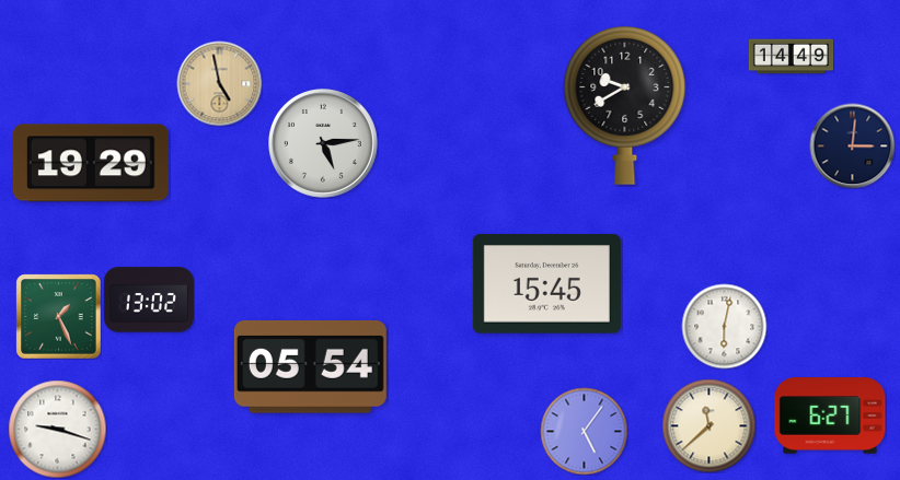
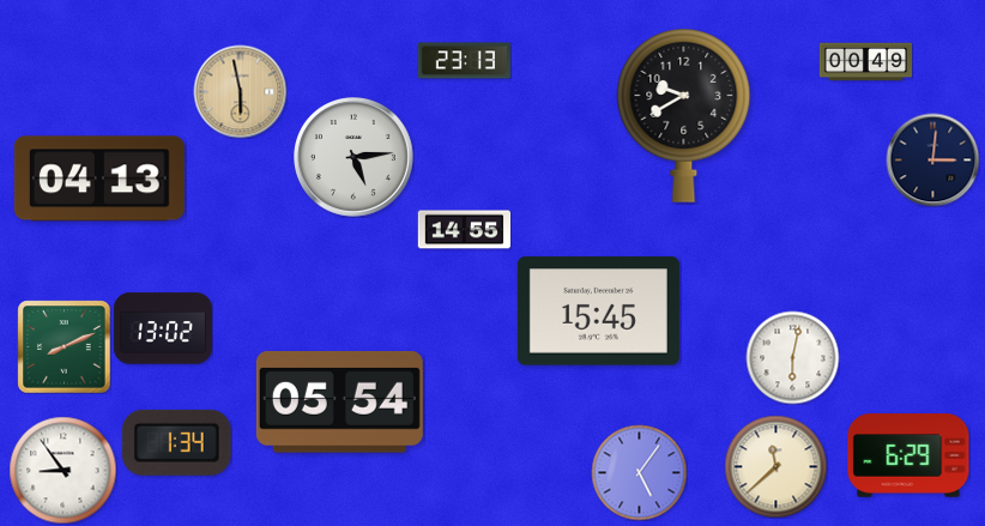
clock at (464, 61): none -> 23:13
clock at (791, 57): 14:49 -> 00:49
clock at (219, 83): 4:58 -> 5:58
clock at (91, 163): 19:29 -> 04:13
clock at (464, 230): none -> 14:55
clock at (58, 316): 1:26 -> 8:11
clock at (176, 442): none -> 1:34
clock at (830, 415): 6:27 -> 6:29
clock at (57, 429): 9:18 -> 8:54
